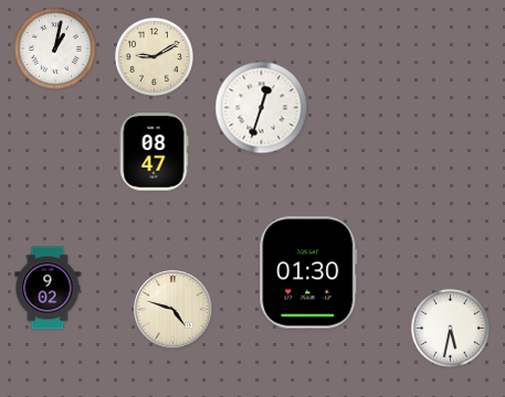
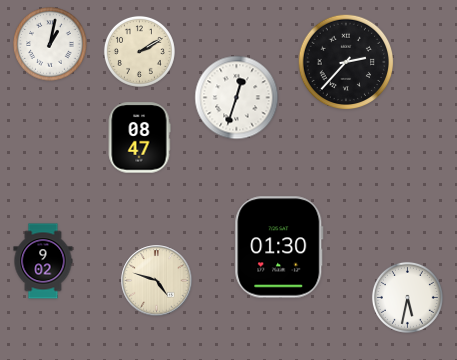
clock at (154, 56): 9:10 -> 2:10
clock at (346, 62): none -> 2:37
